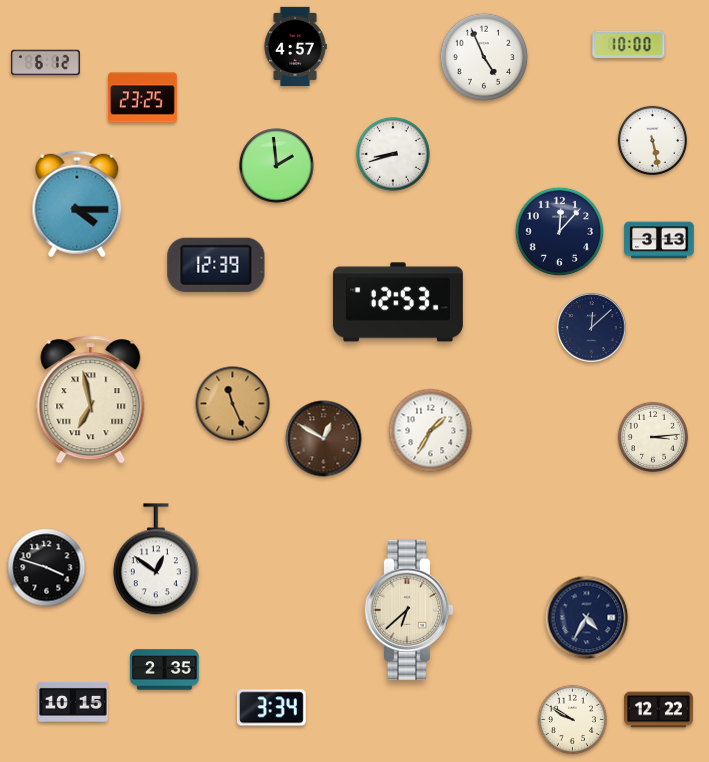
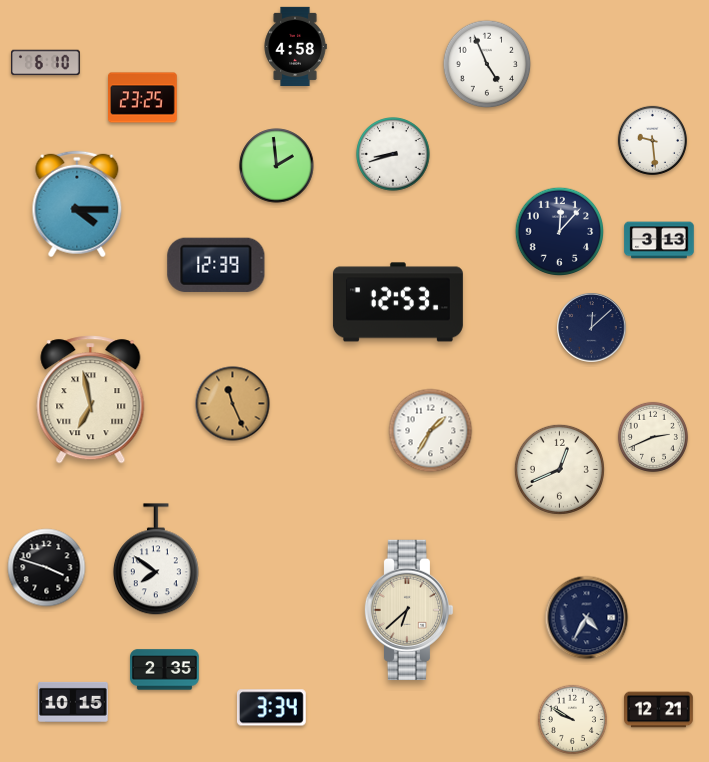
clock at (629, 44): 10:00 -> none
clock at (295, 46): 4:57 -> 4:58
clock at (484, 57) position: (484, 57) -> (487, 64)
clock at (46, 63): 6:12 -> 6:10
clock at (652, 140): 5:28 -> 9:29
clock at (653, 437): 3:14 -> 2:41
clock at (324, 439): 12:50 -> none
clock at (559, 469): none -> 12:41
clock at (156, 560): 12:51 -> 7:51
clock at (659, 710): 12:22 -> 12:21
